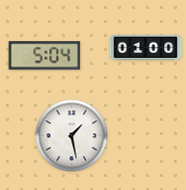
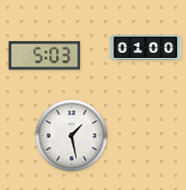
clock at (45, 56): 5:04 -> 5:03
